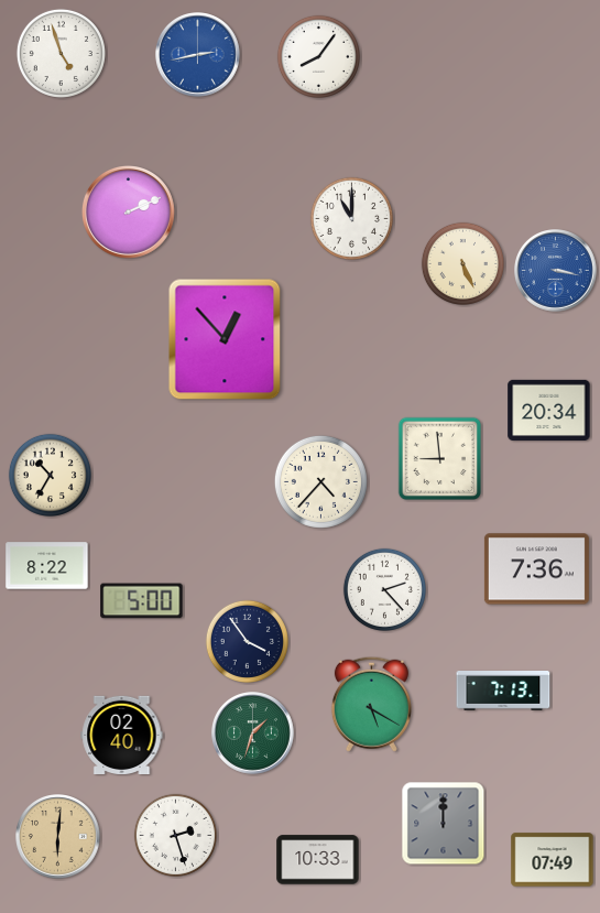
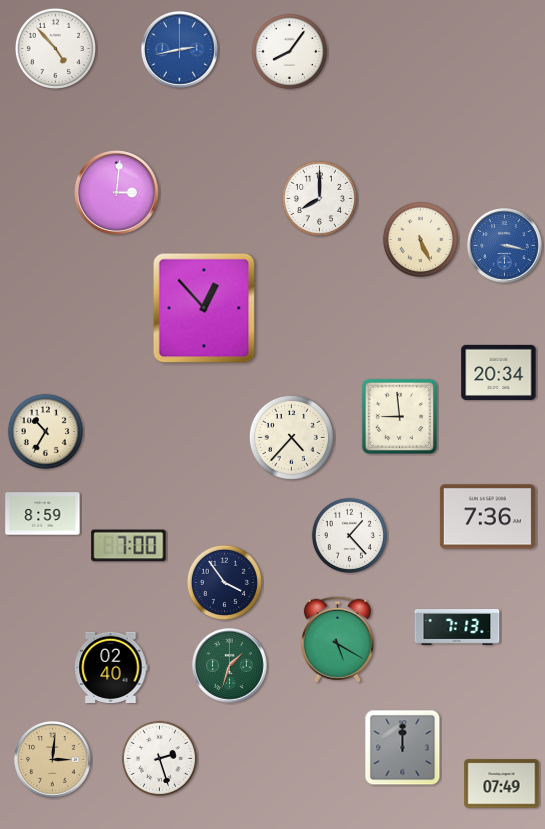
clock at (61, 53): 4:57 -> 4:53
clock at (128, 211): 2:11 -> 3:01
clock at (351, 218): 11:00 -> 8:00
clock at (47, 566): 8:22 -> 8:59
clock at (384, 589): 2:23 -> 1:23
clock at (142, 601): 5:00 -> 7:00
clock at (58, 837): 6:01 -> 3:01
clock at (318, 860): 10:33 -> none
clock at (553, 860) position: (553, 860) -> (502, 784)
